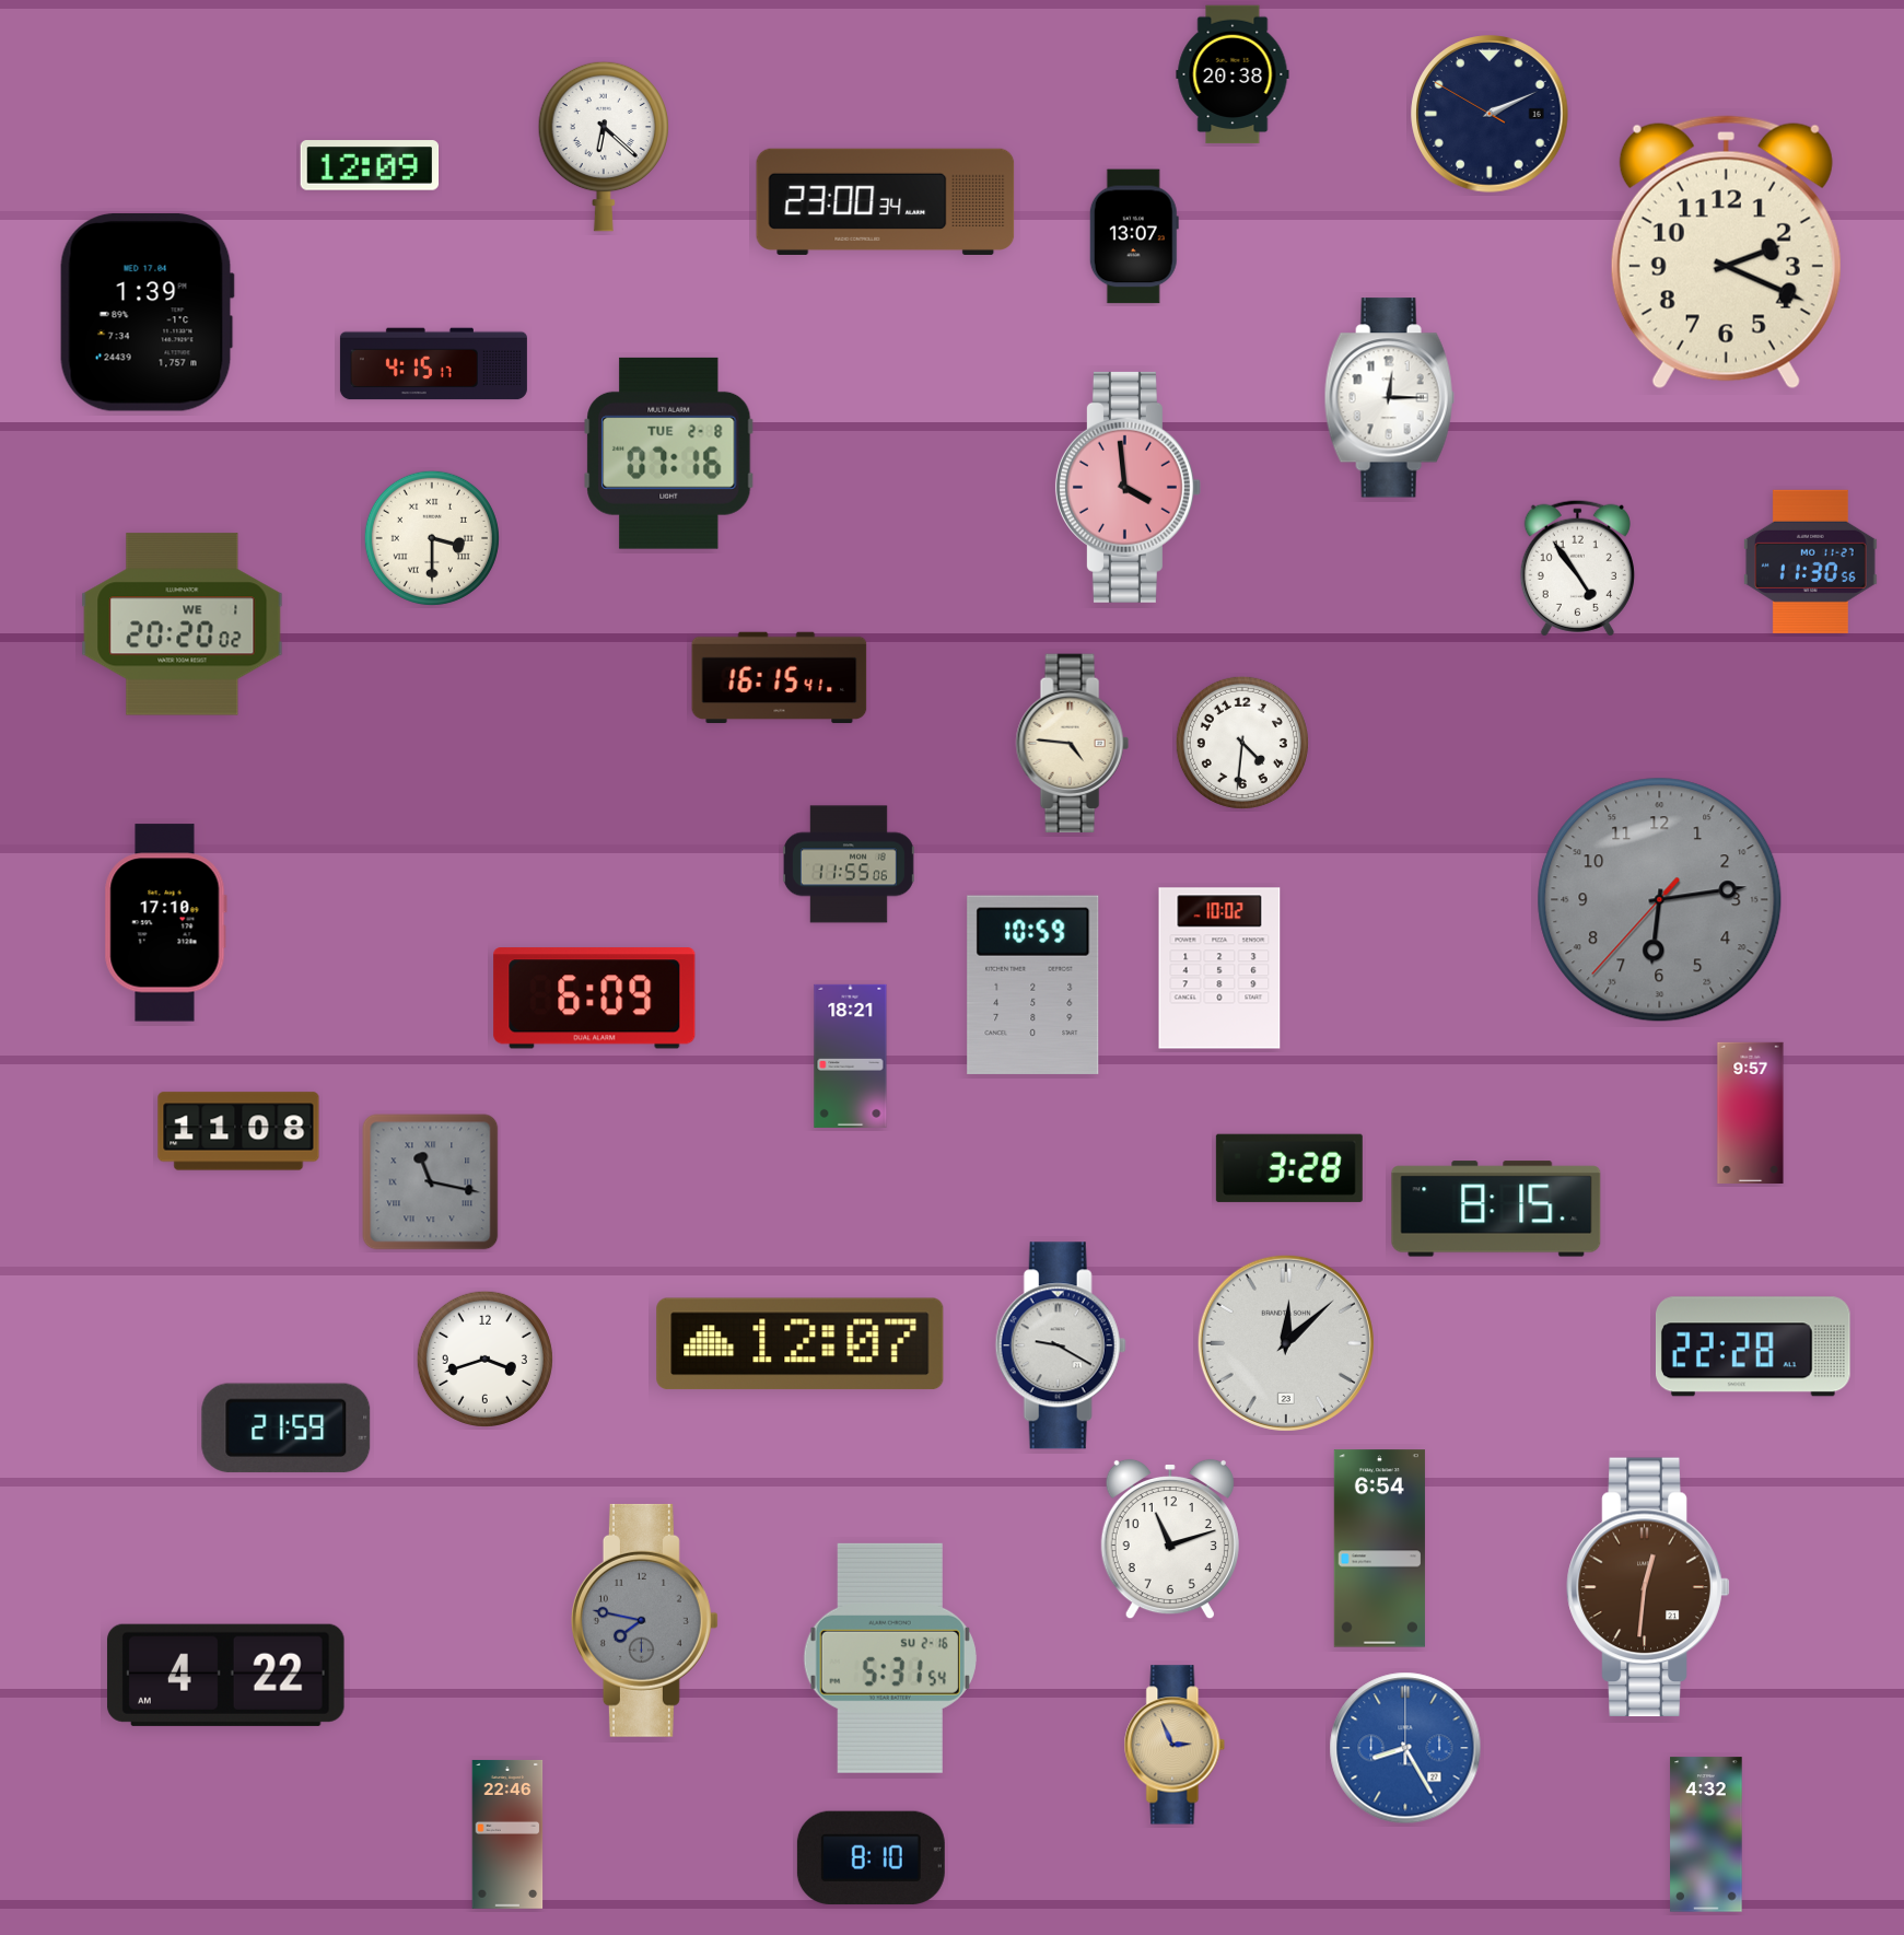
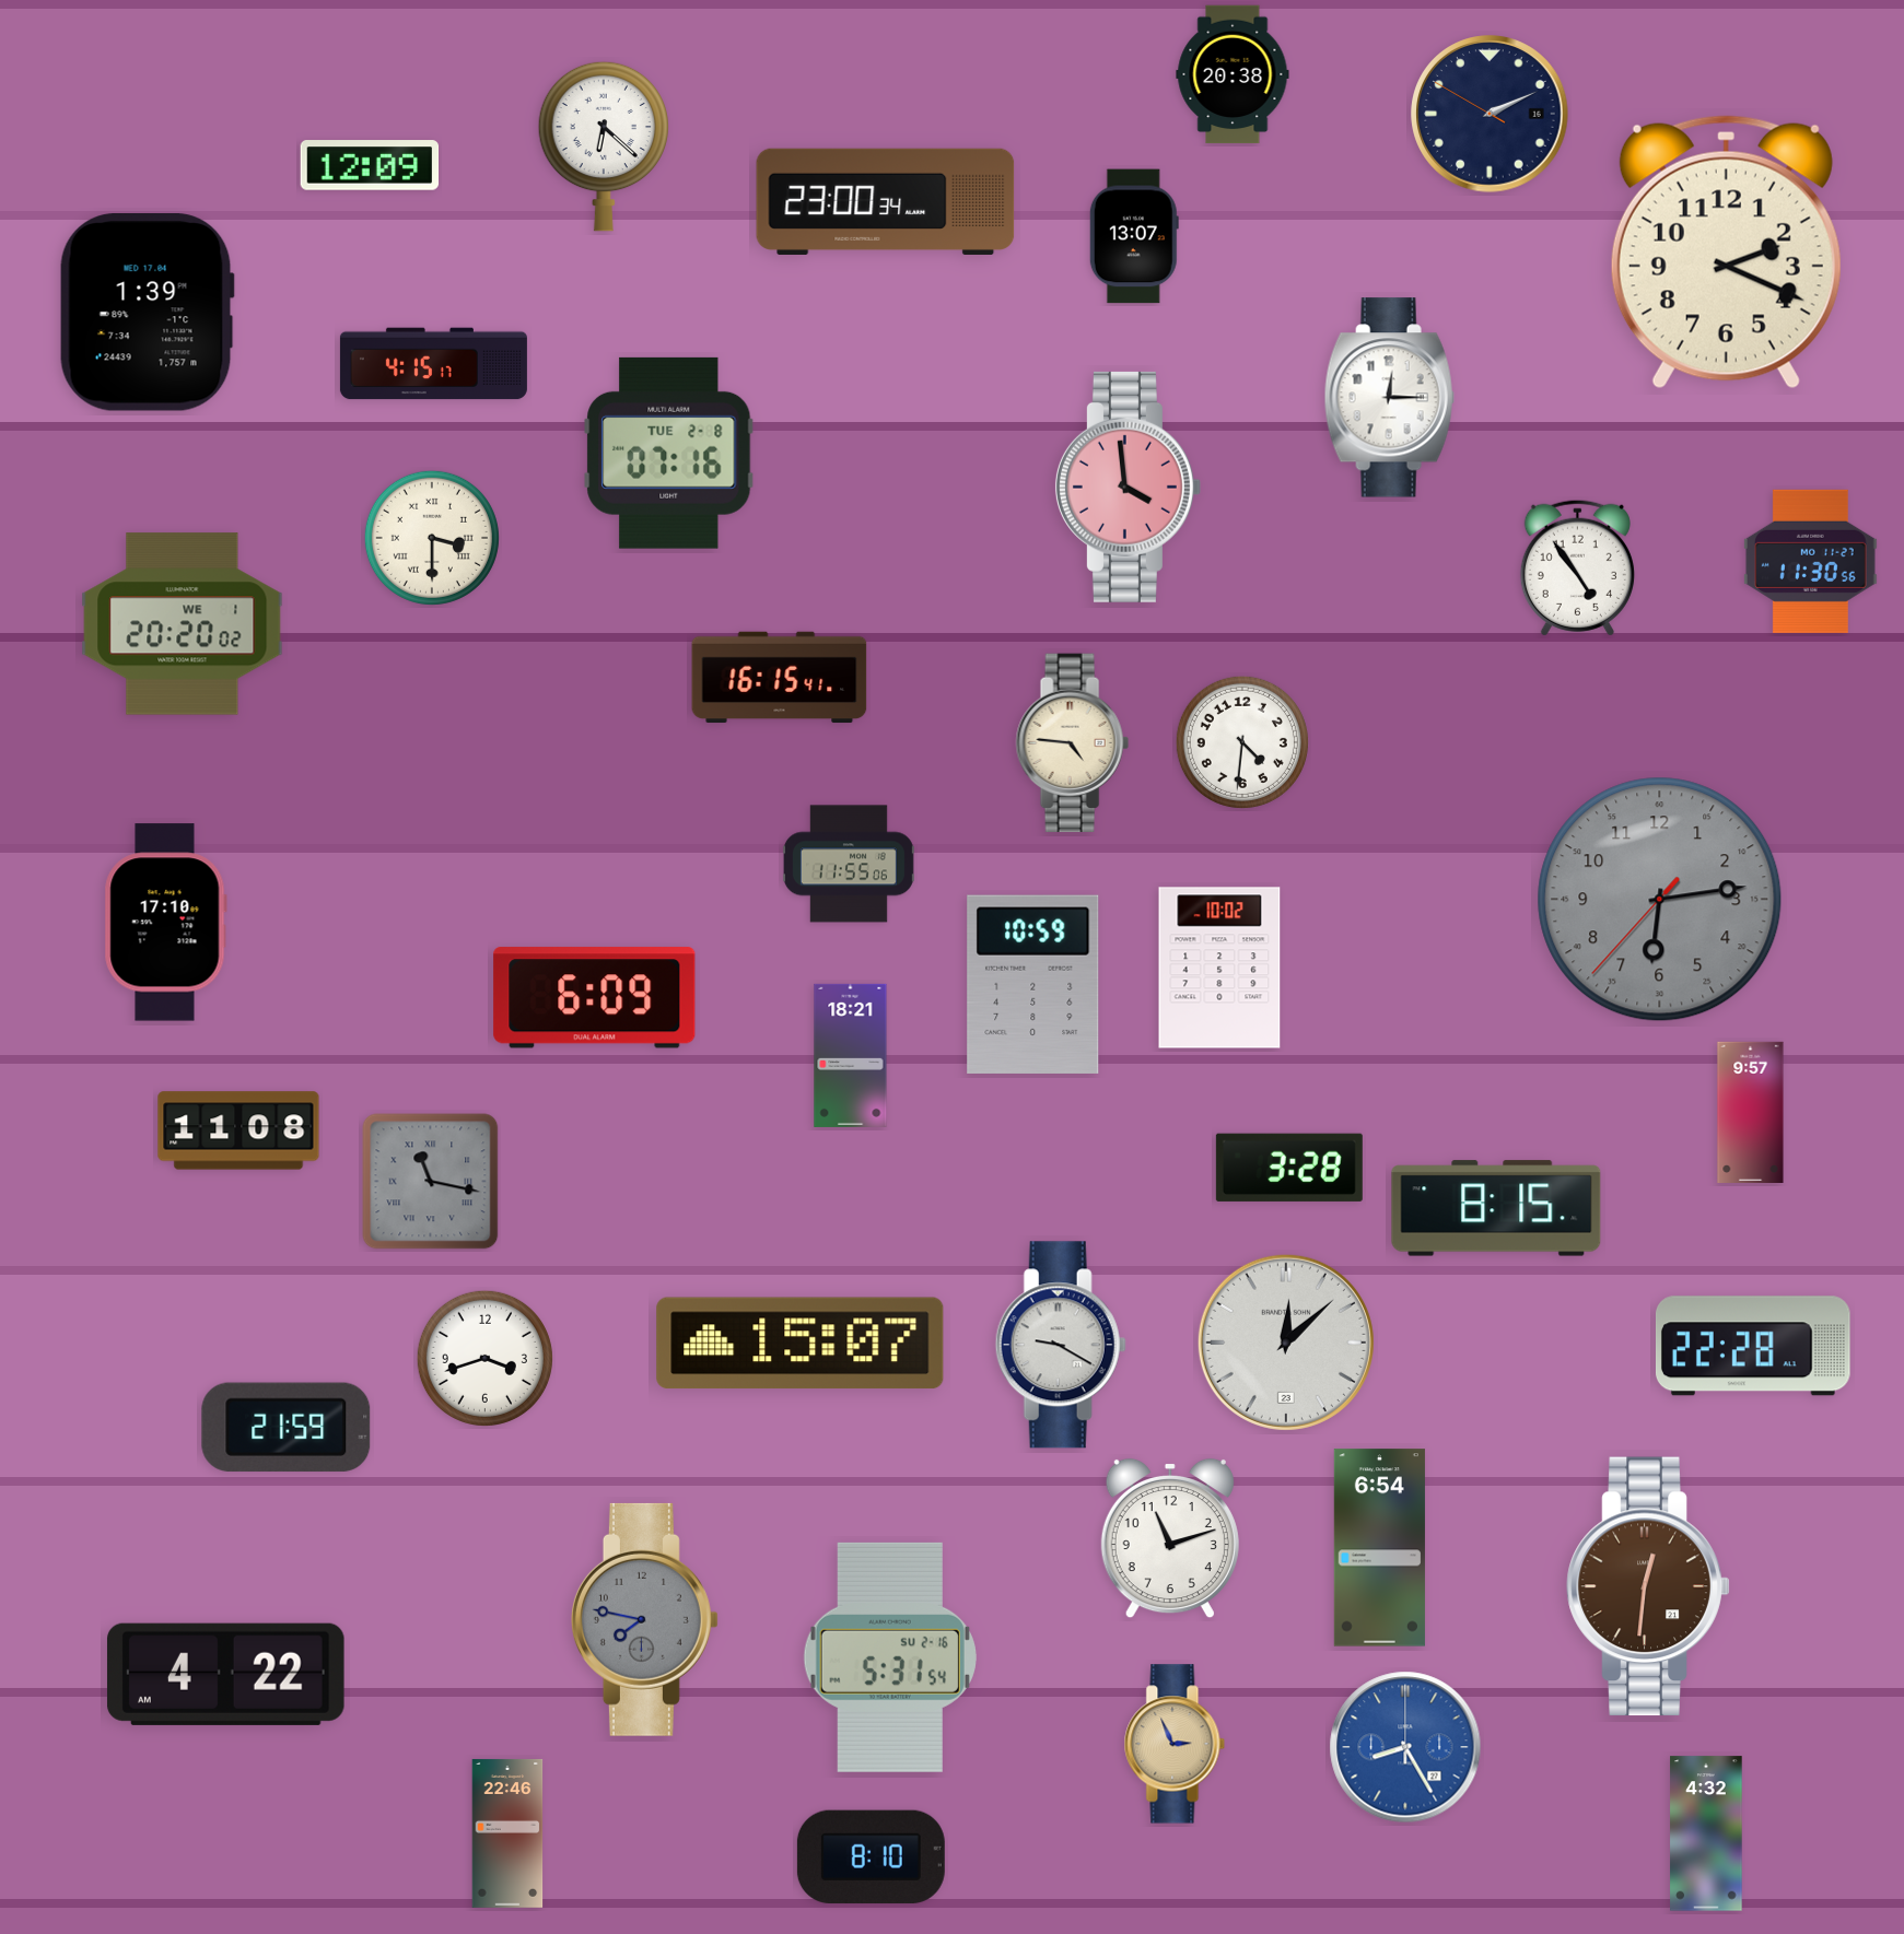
clock at (801, 1344): 12:07 -> 15:07
